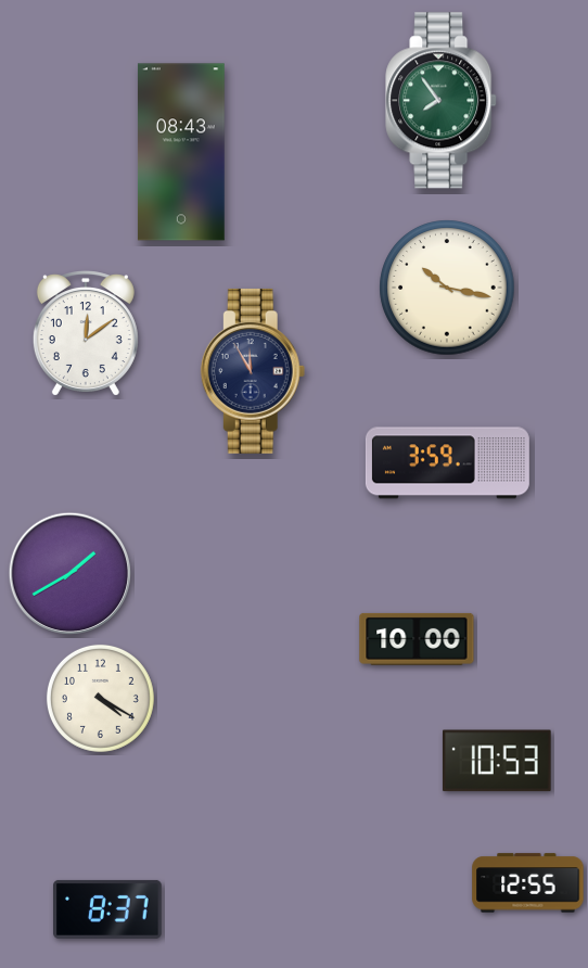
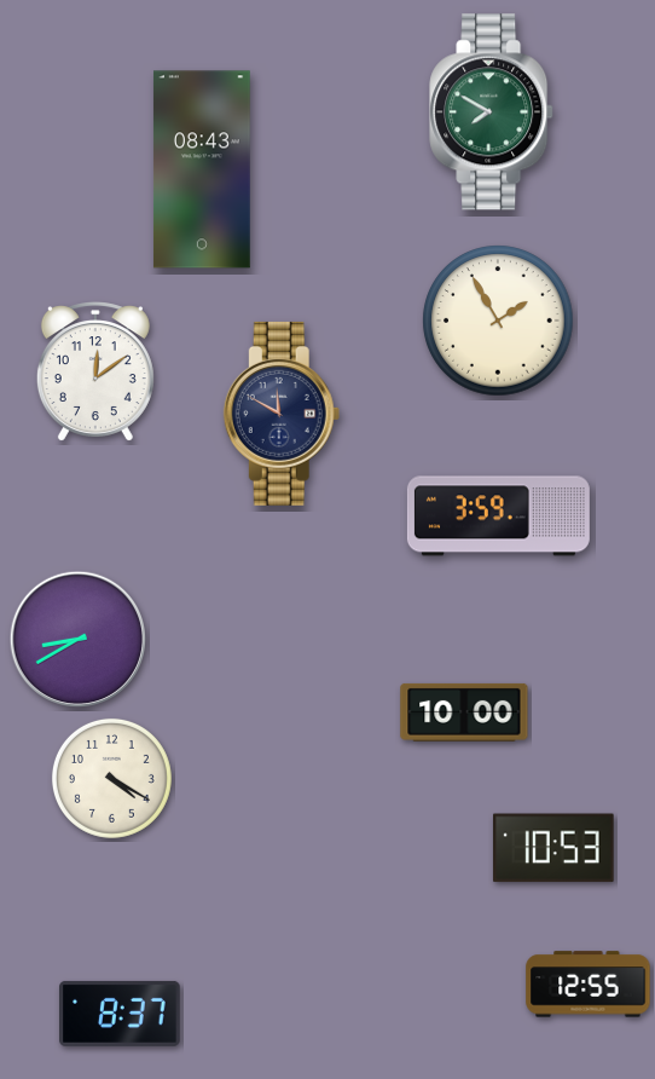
clock at (442, 101): 7:54 -> 7:50
clock at (447, 288): 10:17 -> 1:55
clock at (253, 371): 11:55 -> 11:50
clock at (69, 573): 1:40 -> 8:40
